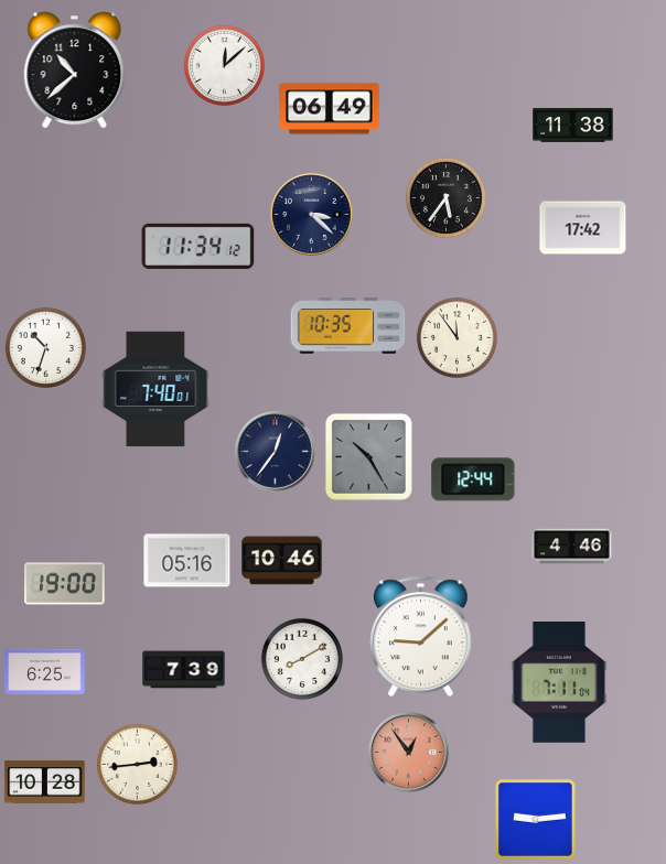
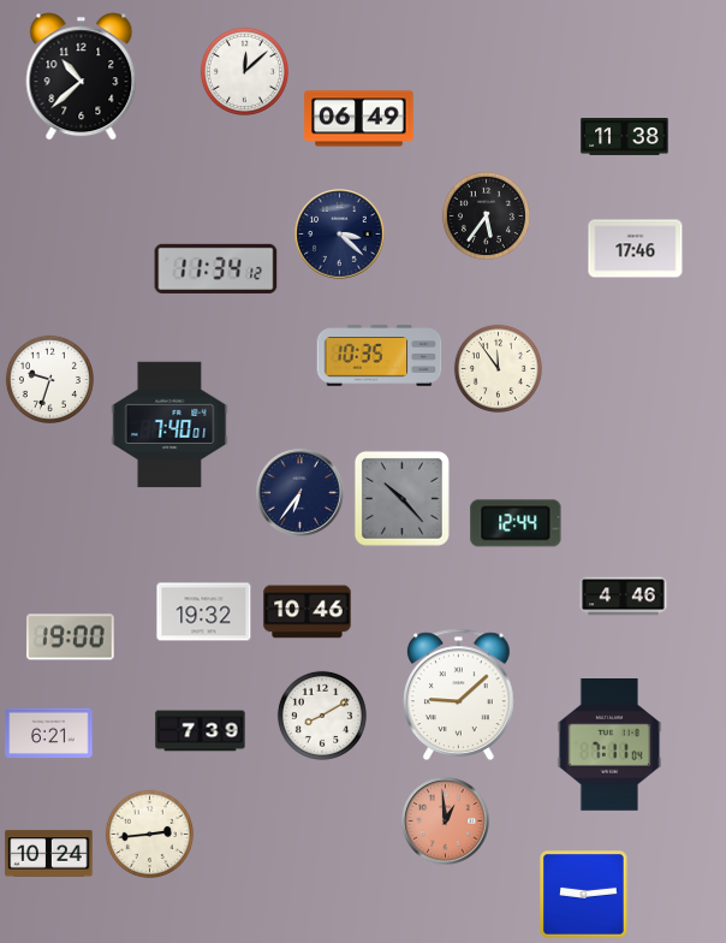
clock at (583, 228): 17:42 -> 17:46
clock at (45, 347): 10:33 -> 9:33
clock at (276, 452): 12:36 -> 6:36
clock at (368, 456): 10:25 -> 10:23
clock at (187, 561): 05:16 -> 19:32
clock at (302, 659) position: (302, 659) -> (322, 716)
clock at (45, 672): 6:25 -> 6:21
clock at (409, 753): 12:54 -> 12:59
clock at (45, 782): 10:28 -> 10:24
